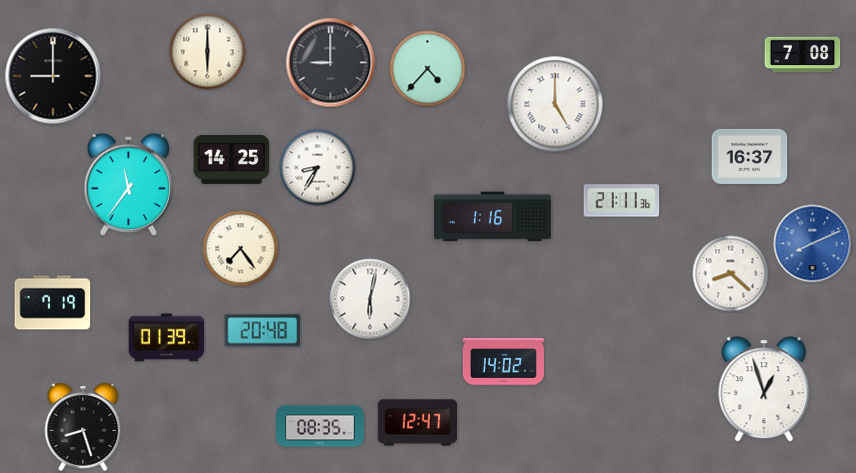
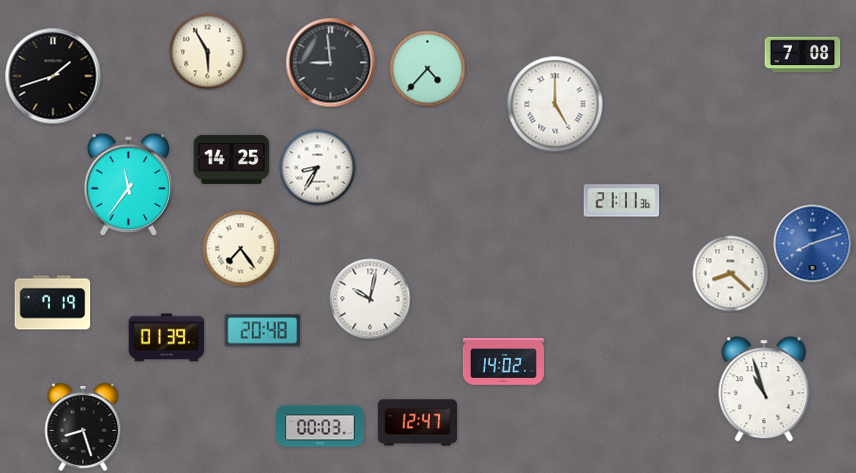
clock at (208, 52): 6:00 -> 5:55
clock at (331, 63): 9:00 -> 8:59
clock at (53, 76): 9:00 -> 1:42
clock at (750, 156): 16:37 -> none
clock at (492, 217): 1:16 -> none
clock at (813, 244): 8:11 -> 8:12
clock at (370, 299): 6:02 -> 10:02
clock at (764, 389): 12:57 -> 10:57
clock at (320, 426): 08:35 -> 00:03
